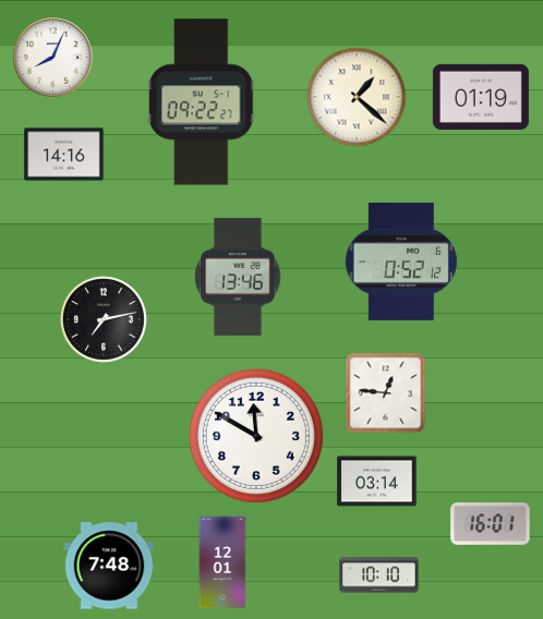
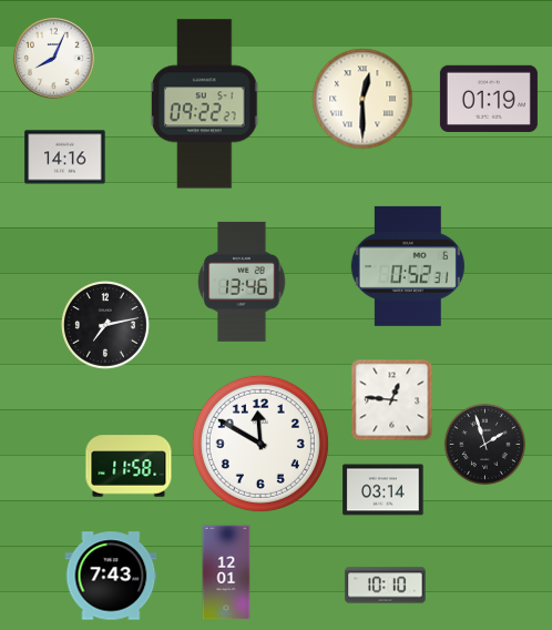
clock at (357, 97): 1:22 -> 12:30
clock at (401, 262): 0:52:12 -> 0:52:31
clock at (484, 444): none -> 1:57
clock at (129, 466): none -> 11:58
clock at (491, 524): 16:01 -> none
clock at (109, 566): 7:48 -> 7:43
